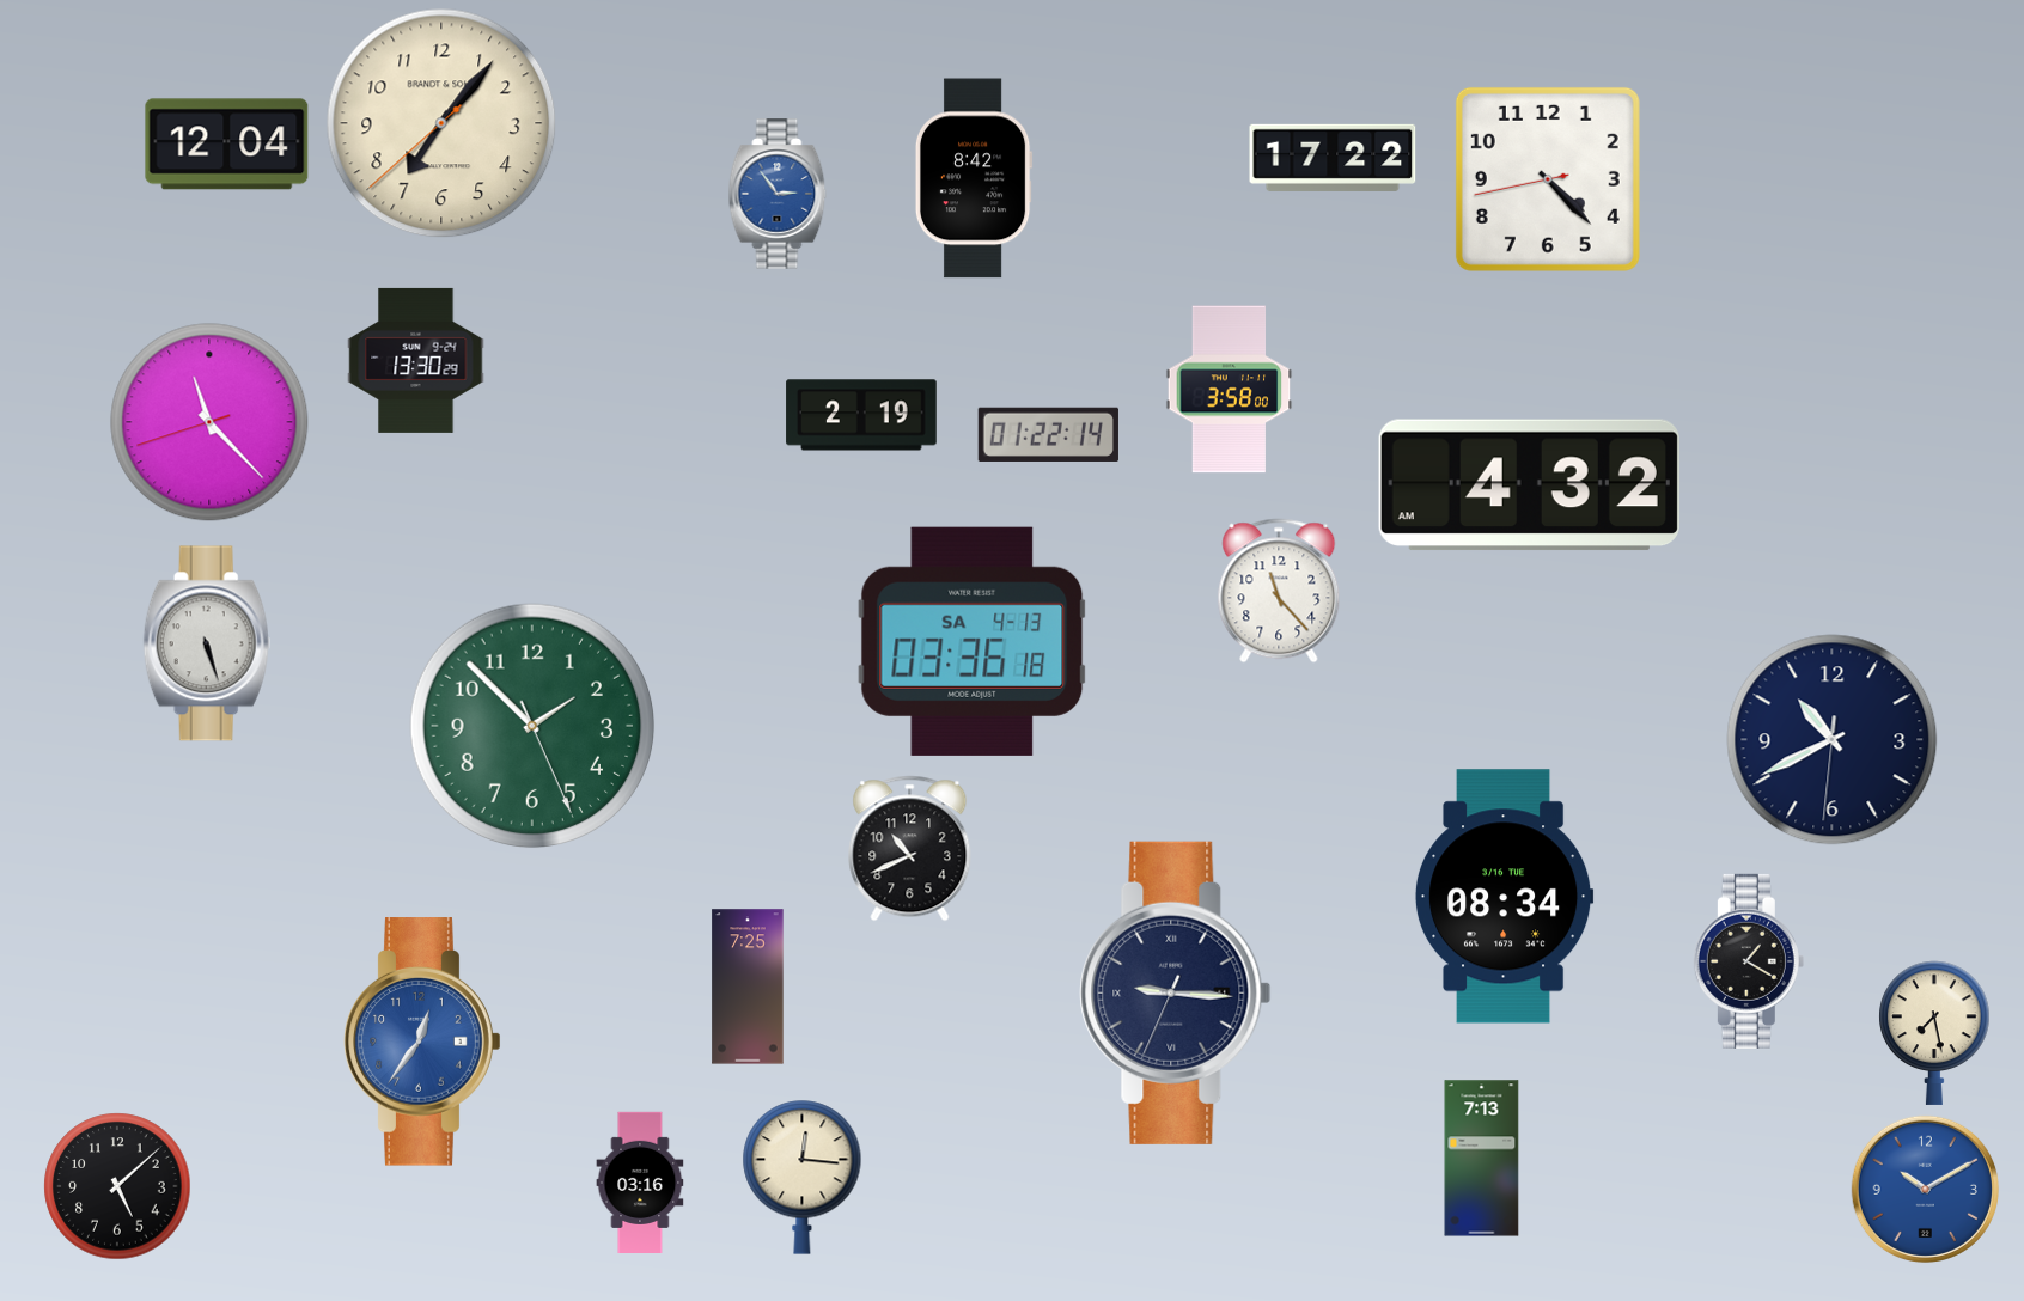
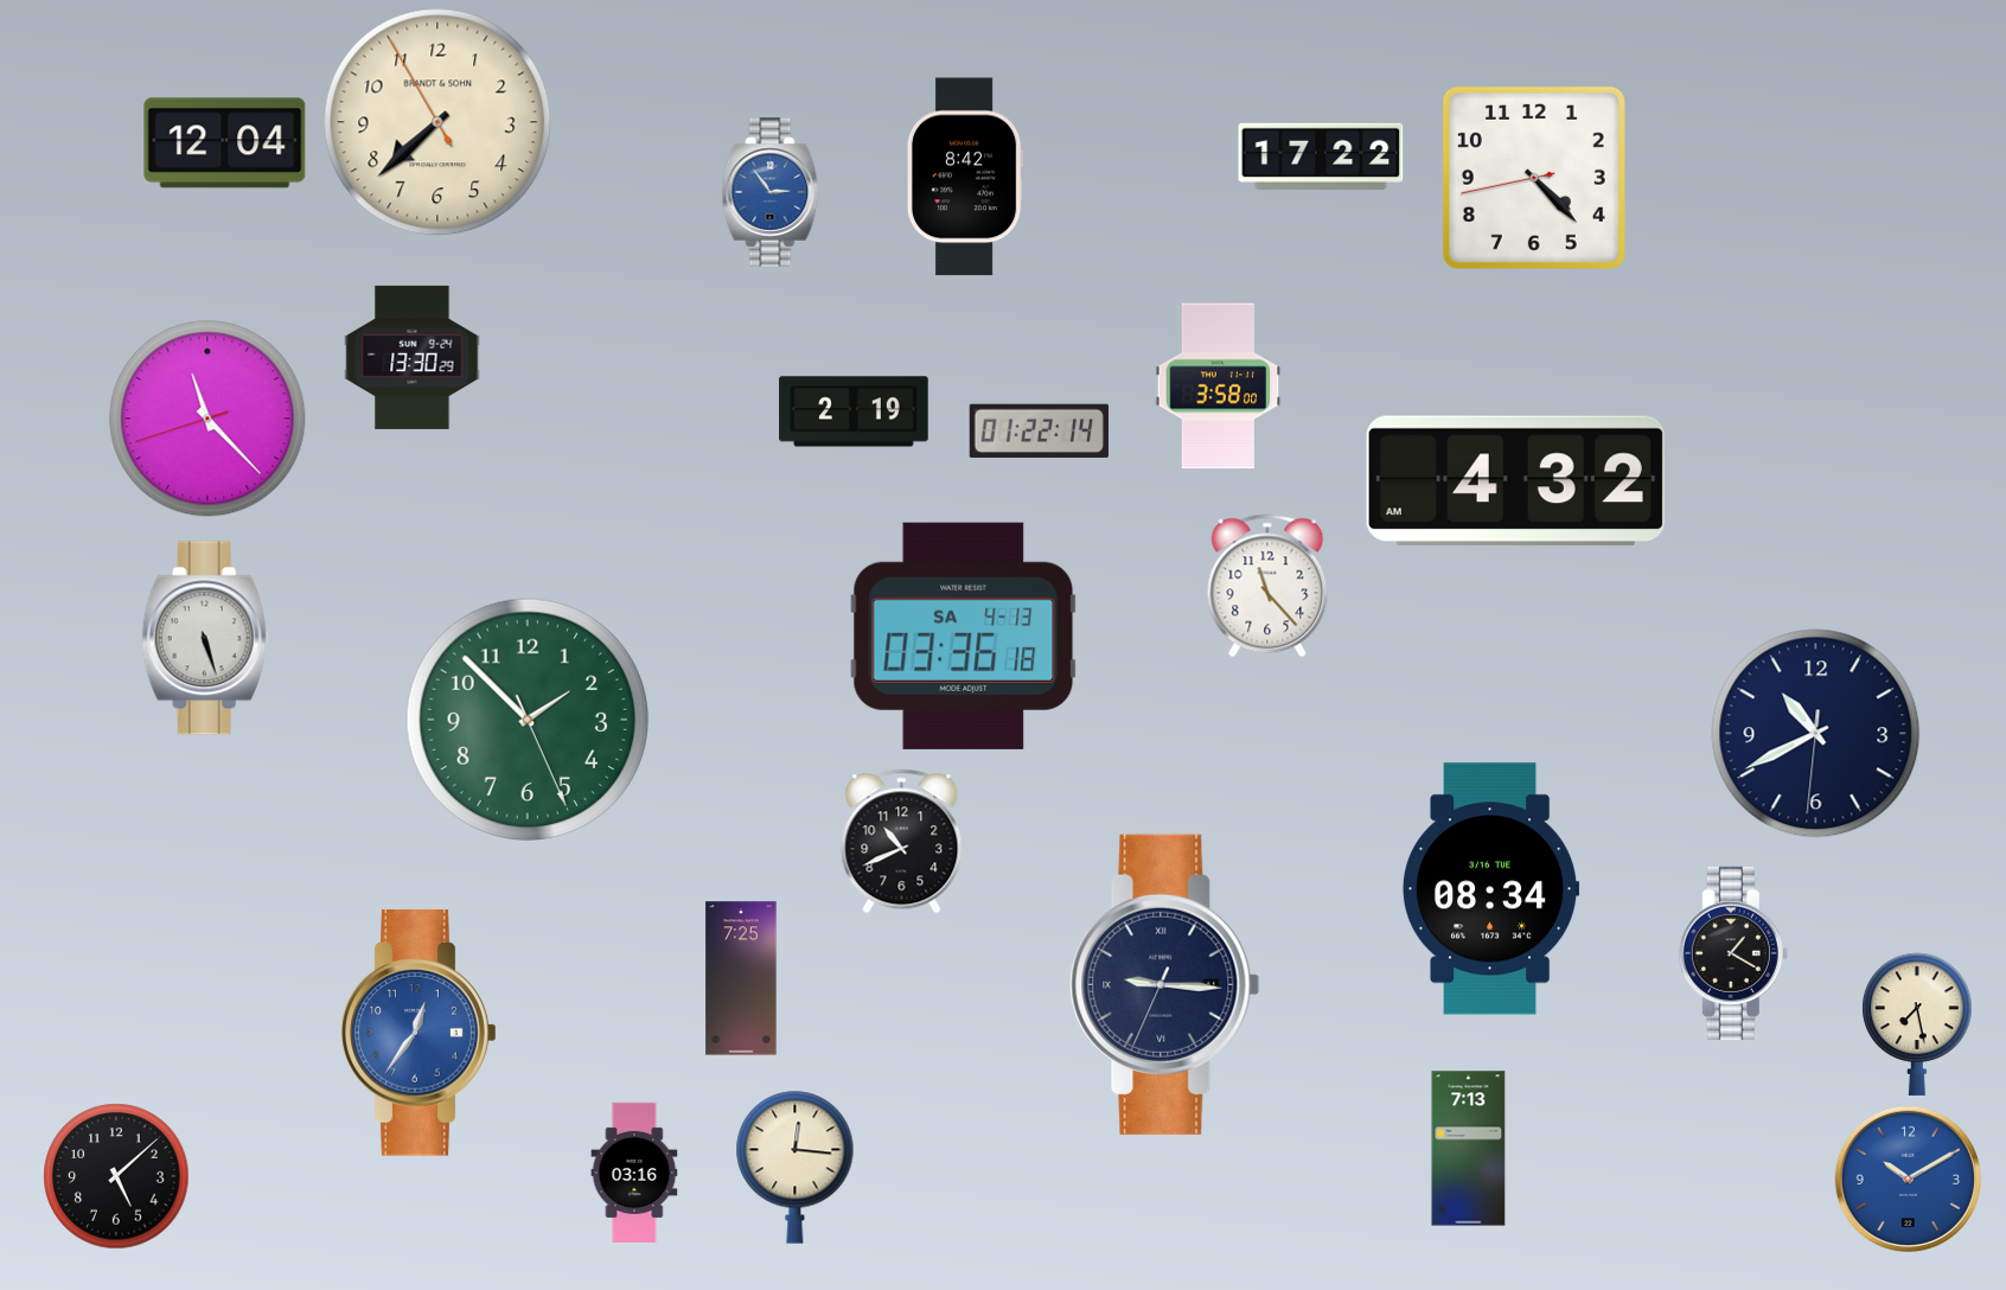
clock at (441, 123): 7:06 -> 7:37
